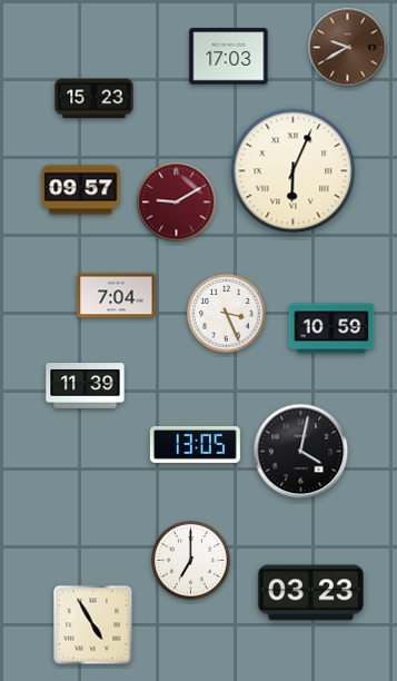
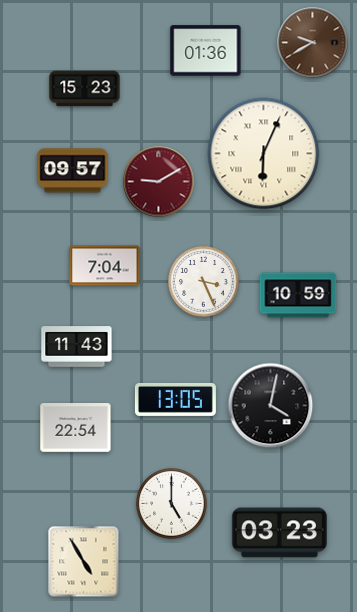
clock at (229, 57): 17:03 -> 01:36
clock at (86, 386): 11:39 -> 11:43
clock at (76, 428): none -> 22:54
clock at (191, 561): 7:00 -> 5:00
